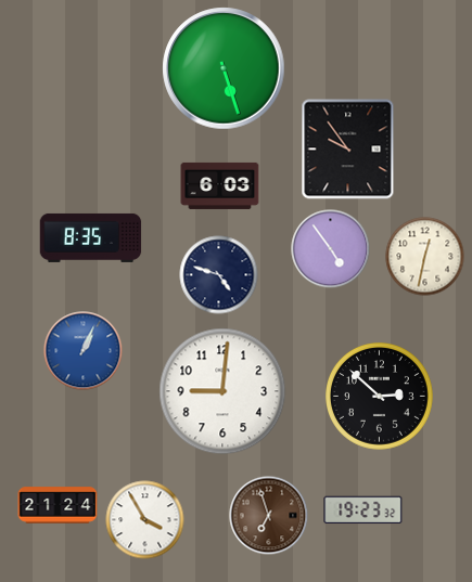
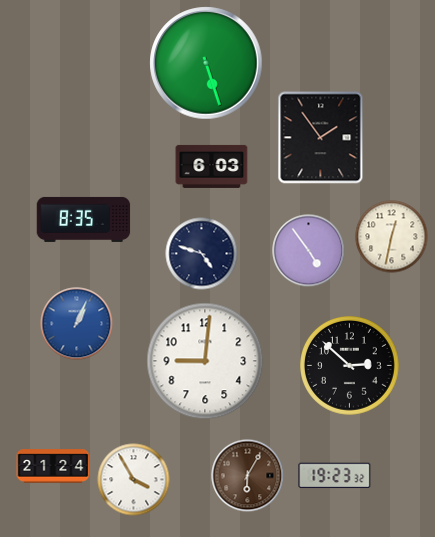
clock at (348, 150): 9:54 -> 1:54
clock at (220, 185) position: (220, 185) -> (212, 166)
clock at (331, 249) position: (331, 249) -> (309, 251)
clock at (363, 510) position: (363, 510) -> (335, 476)
clock at (269, 516): 6:57 -> 6:05
